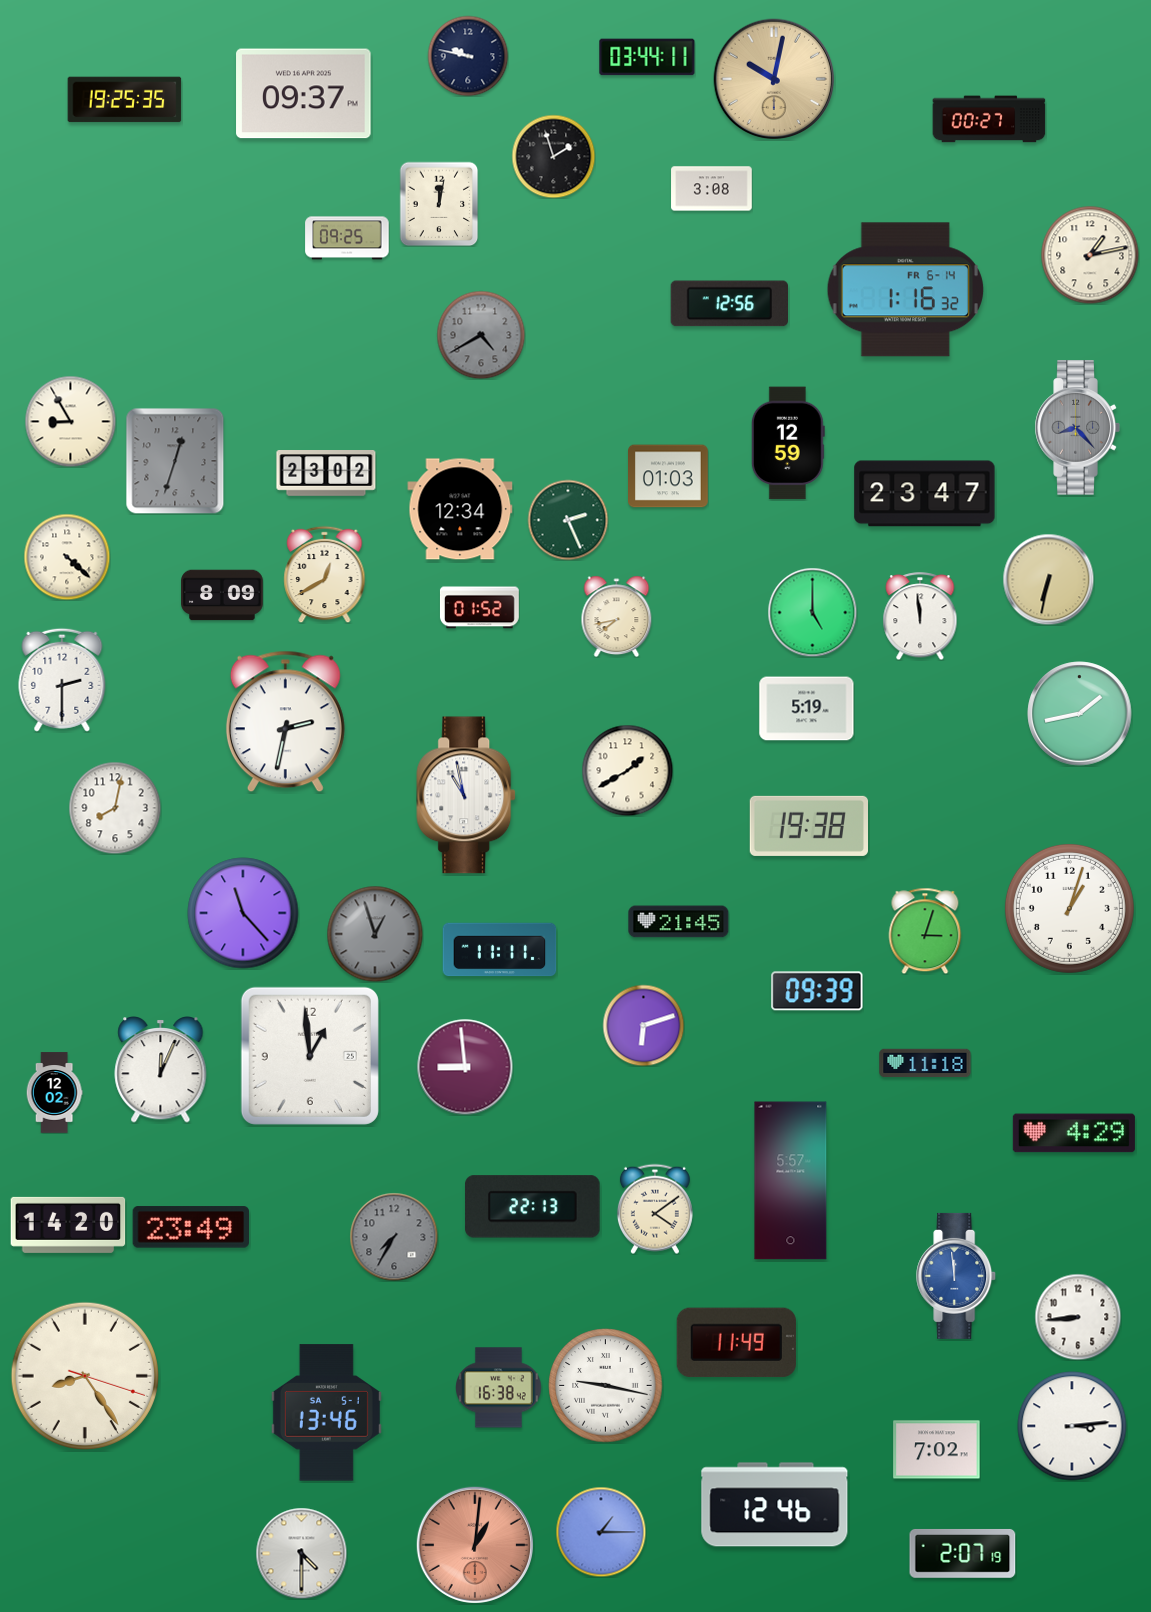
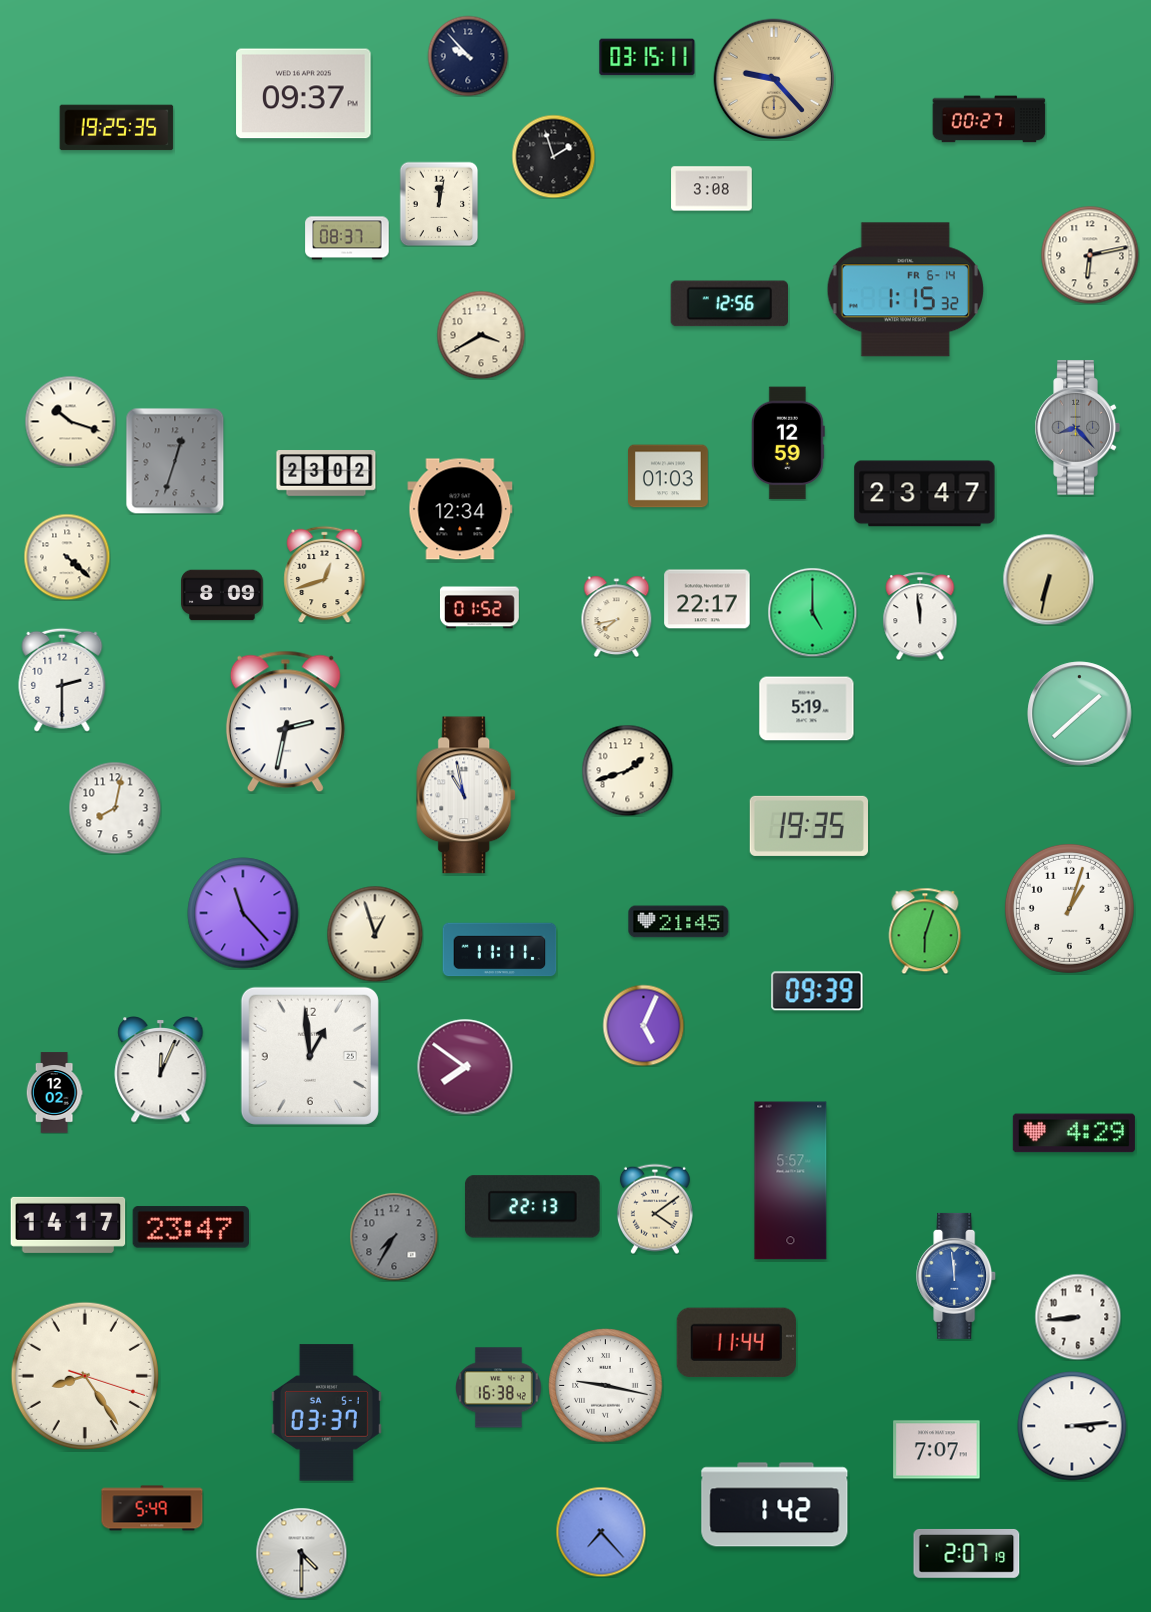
clock at (468, 56): 9:47 -> 9:53
clock at (647, 57): 03:44 -> 03:15
clock at (774, 79): 10:02 -> 9:23
clock at (125, 100) position: (125, 100) -> (117, 128)
clock at (347, 238): 09:25 -> 08:37
clock at (1090, 255): 1:13 -> 6:13
clock at (905, 290): 1:16 -> 1:15
clock at (481, 335): 4:40 -> 3:40
clock at (481, 335) dial: grey -> cream
clock at (70, 421): 8:55 -> 10:18
clock at (568, 520): 2:26 -> none
clock at (325, 574): 12:40 -> 12:42
clock at (707, 599): none -> 22:17
clock at (1080, 714): 1:43 -> 1:38
clock at (627, 770): 1:40 -> 1:42
clock at (808, 826): 19:38 -> 19:35
clock at (925, 931): 3:03 -> 6:03
clock at (375, 934) dial: grey -> cream
clock at (643, 1025): 6:12 -> 5:04
clock at (925, 1063): 11:18 -> none
clock at (465, 1067): 8:59 -> 7:51
clock at (68, 1225): 14:20 -> 14:17
clock at (190, 1227): 23:49 -> 23:47
clock at (736, 1343): 11:49 -> 11:44
clock at (326, 1413): 13:46 -> 03:37
clock at (937, 1450): 7:02 -> 7:07
clock at (775, 1505): 12:46 -> 1:42
clock at (152, 1508): none -> 5:49
clock at (601, 1532): 1:15 -> 7:23
clock at (475, 1545): 1:01 -> none
clock at (963, 1553) position: (963, 1553) -> (967, 1553)
